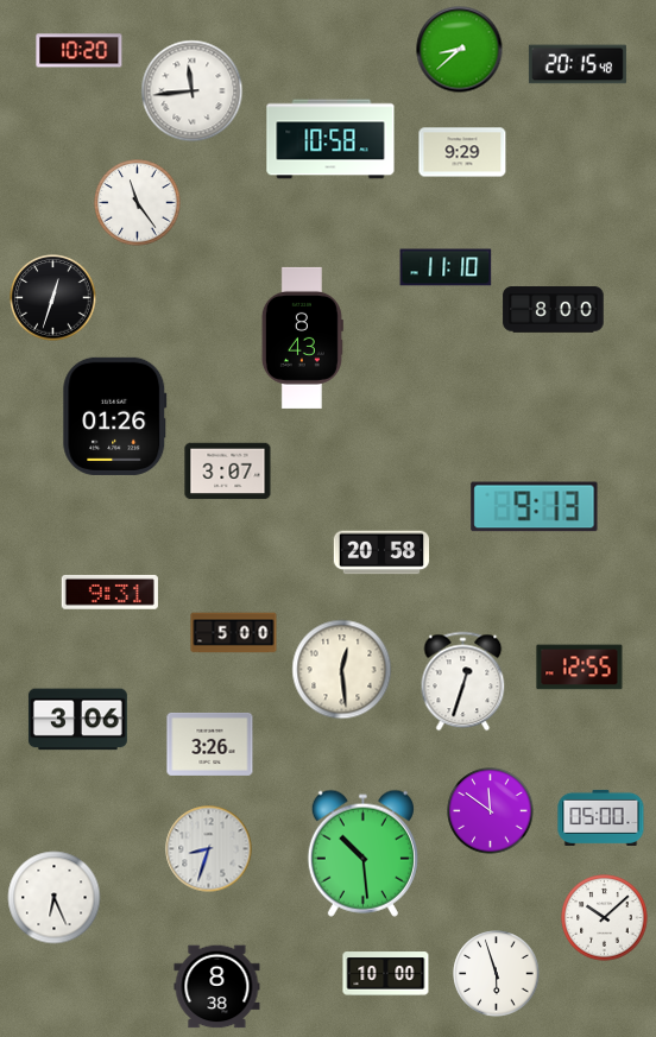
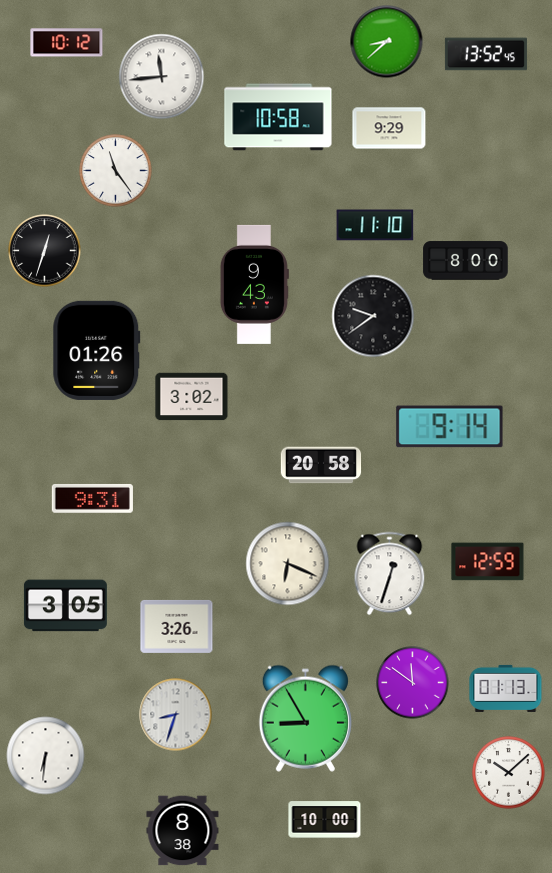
clock at (80, 51): 10:20 -> 10:12
clock at (578, 64): 20:15 -> 13:52
clock at (302, 337): 8:43 -> 9:43
clock at (373, 316): none -> 9:39
clock at (228, 472): 3:07 -> 3:02
clock at (535, 507): 9:13 -> 9:14
clock at (234, 633): 5:00 -> none
clock at (580, 668): 12:55 -> 12:59
clock at (342, 670): 12:29 -> 6:19
clock at (77, 720): 3:06 -> 3:05
clock at (601, 817): 05:00 -> 01:13
clock at (362, 853): 10:29 -> 8:55
clock at (55, 898): 6:26 -> 6:31
clock at (497, 974): 5:57 -> none
